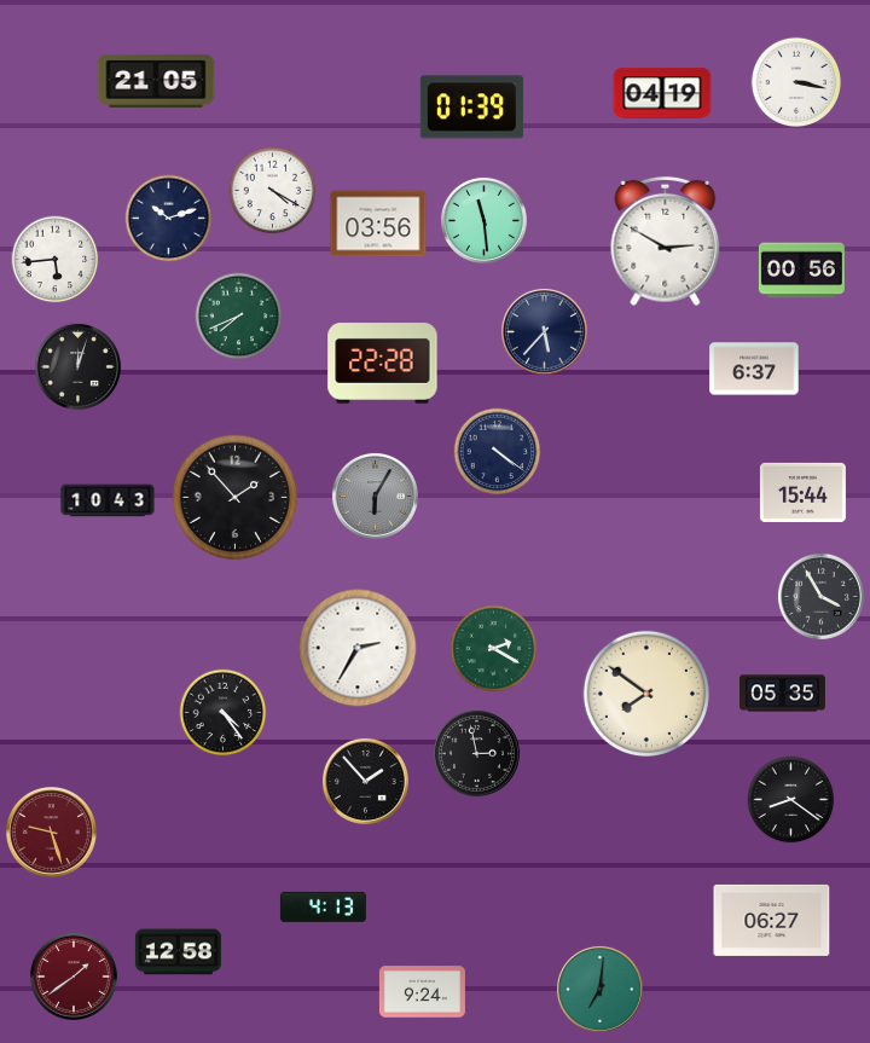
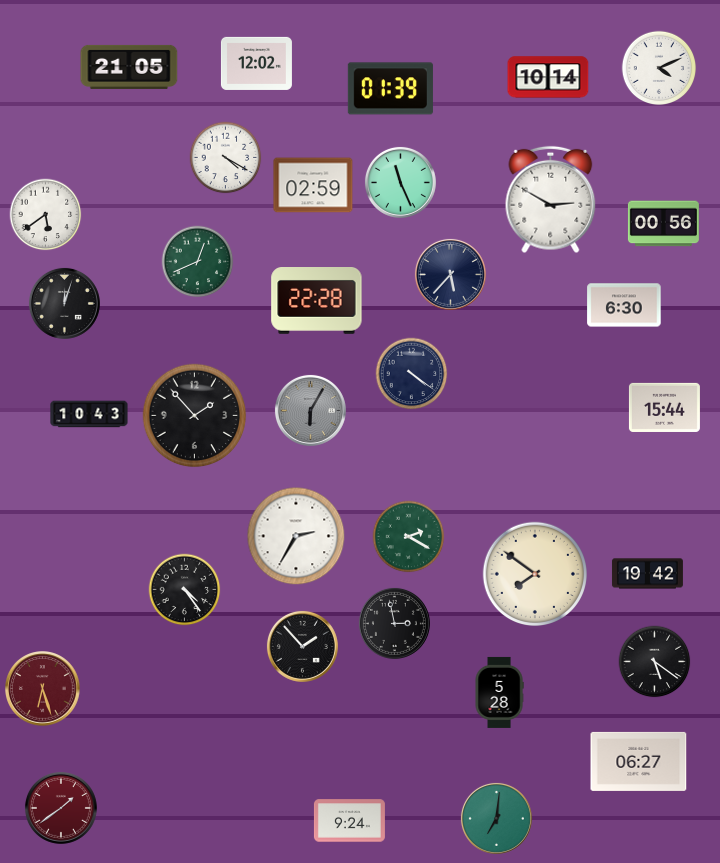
clock at (256, 63): none -> 12:02
clock at (796, 82): 3:17 -> 4:11
clock at (662, 93): 04:19 -> 10:14
clock at (169, 219): 10:12 -> none
clock at (483, 220): 11:29 -> 11:26
clock at (378, 224): 03:56 -> 02:59
clock at (56, 260): 5:44 -> 5:39
clock at (239, 317): 7:41 -> 12:41
clock at (754, 369): 6:37 -> 6:30
clock at (236, 498) position: (236, 498) -> (195, 416)
clock at (820, 596): 3:55 -> none
clock at (782, 694): 05:35 -> 19:42
clock at (791, 800): 8:21 -> 5:21
clock at (52, 833): 9:27 -> 6:27
clock at (499, 692): none -> 5:28
clock at (323, 906): 4:13 -> none
clock at (178, 952): 12:58 -> none
